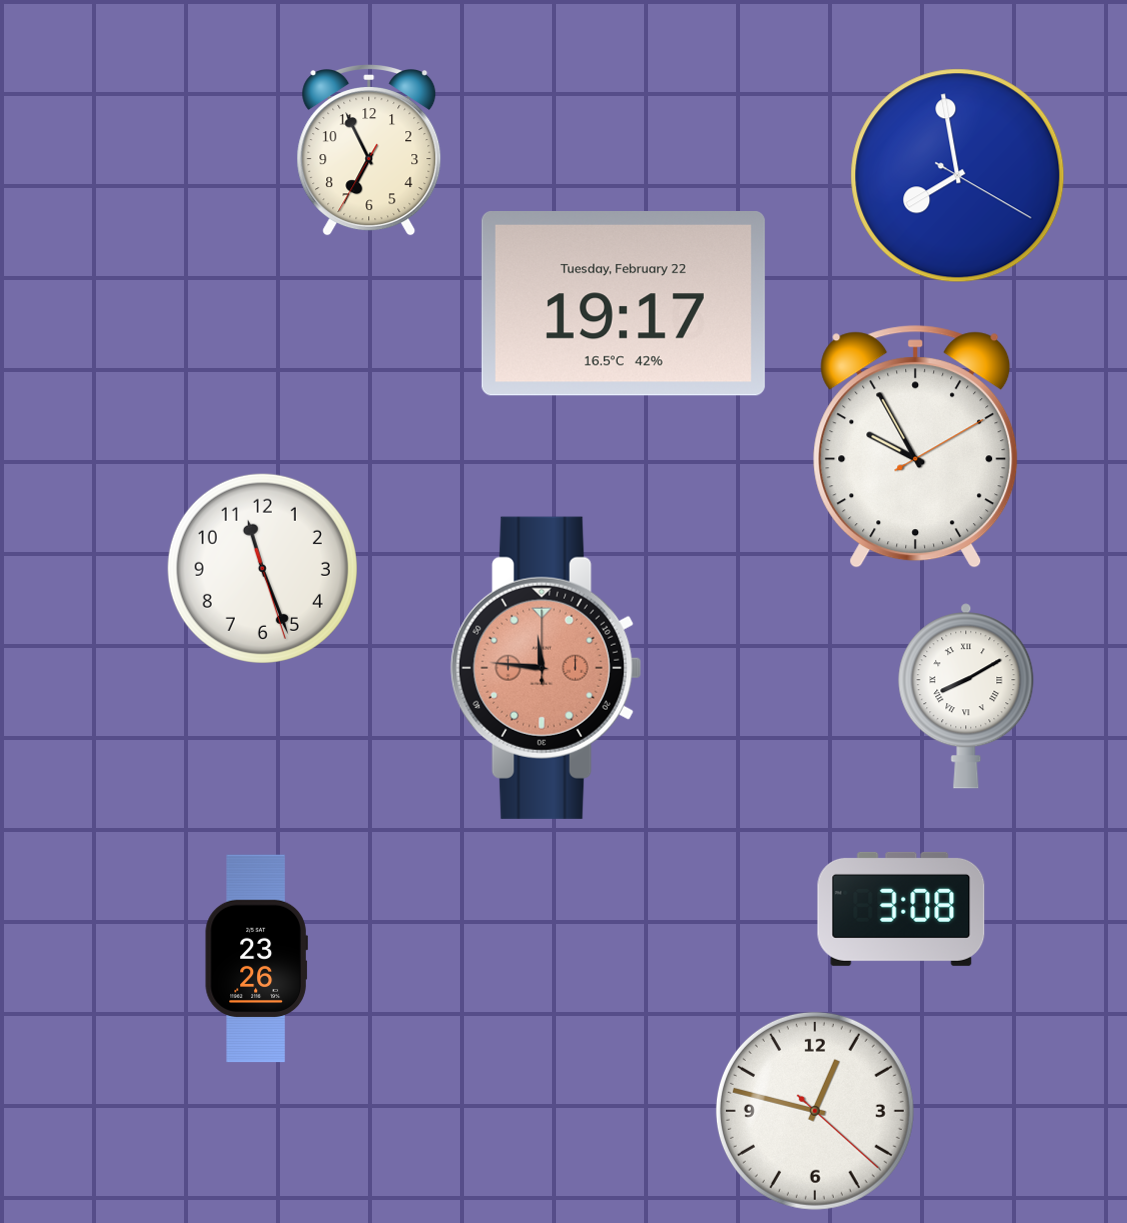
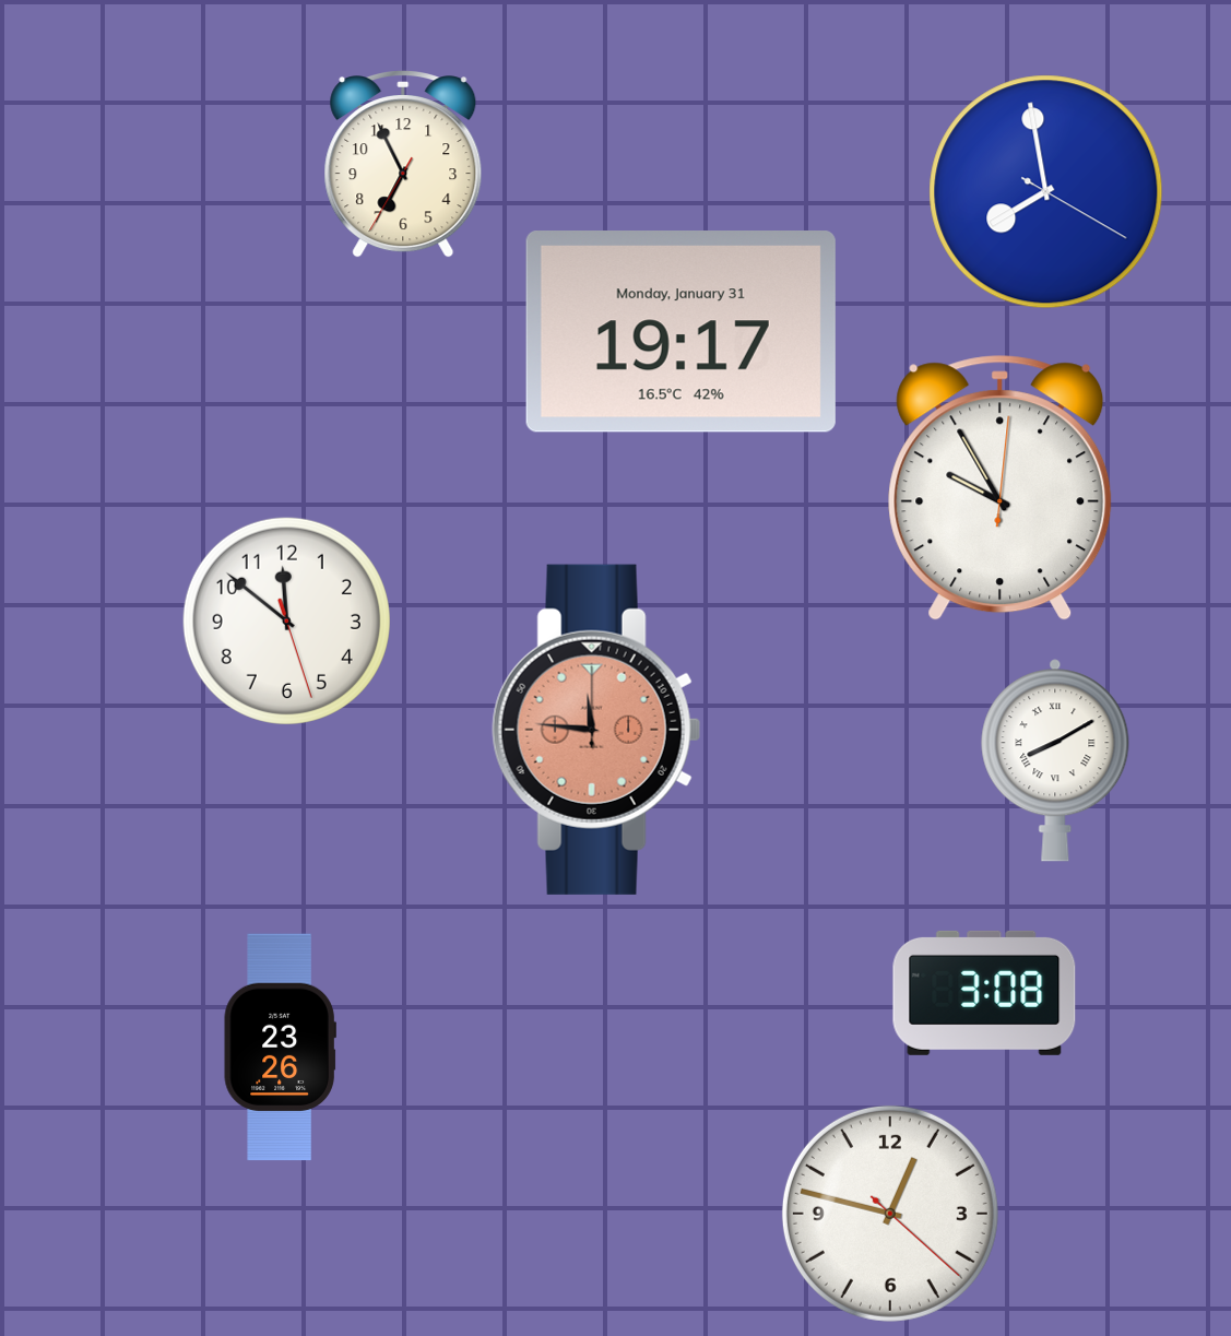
clock at (623, 304) date: Tuesday, February 22 -> Monday, January 31
clock at (916, 447): 9:55:10 -> 9:55:01
clock at (262, 568): 11:26 -> 11:51
